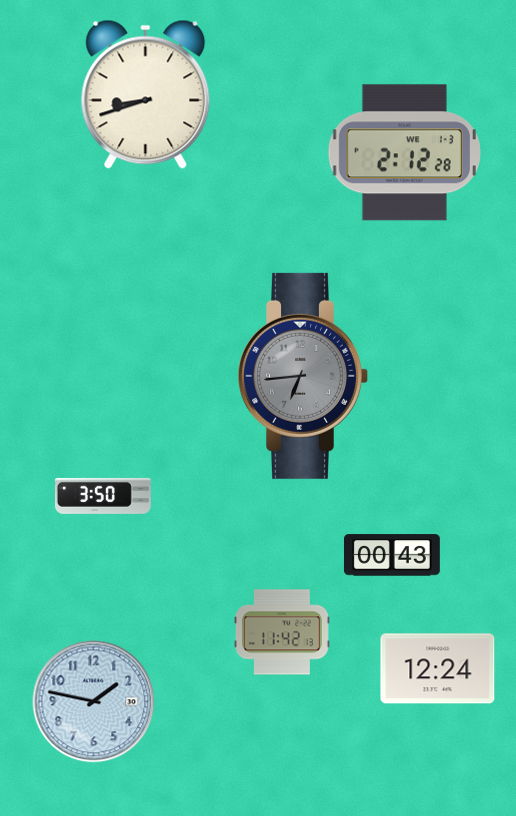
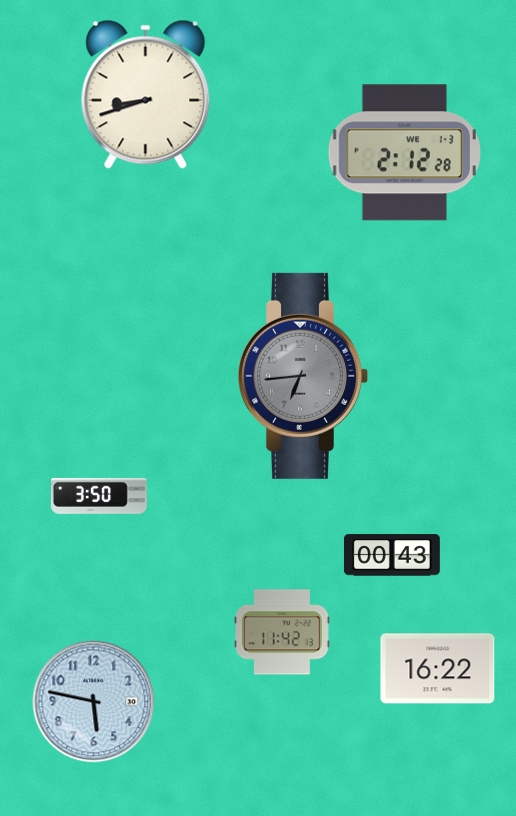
clock at (103, 496) position: (103, 496) -> (99, 496)
clock at (438, 669): 12:24 -> 16:22
clock at (94, 702): 1:47 -> 5:47
